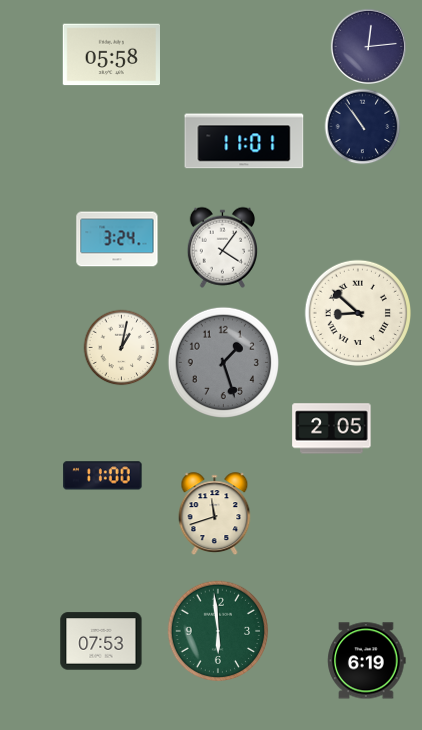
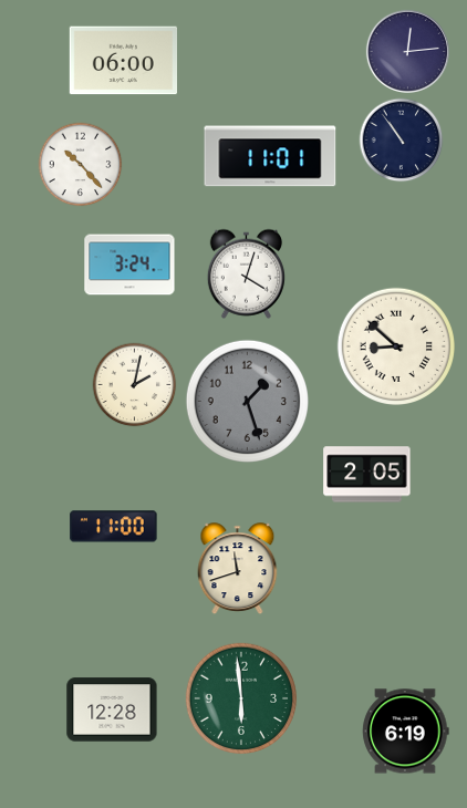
clock at (111, 55): 05:58 -> 06:00
clock at (81, 165): none -> 10:23
clock at (222, 247): 4:06 -> 4:03
clock at (122, 348): 1:02 -> 2:02
clock at (101, 641): 07:53 -> 12:28
